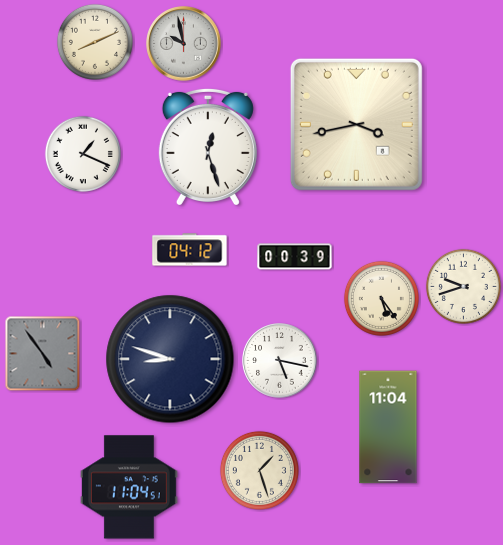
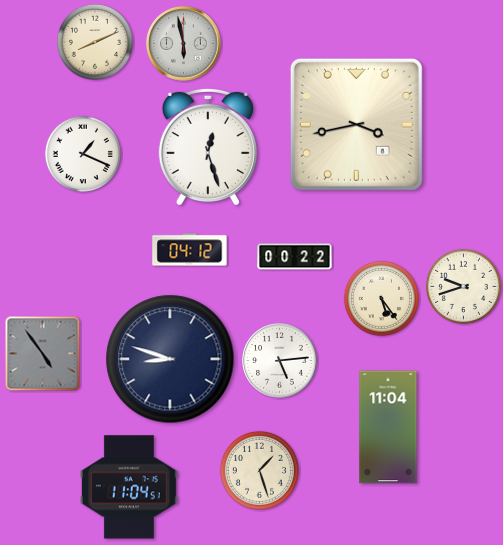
clock at (184, 44): 9:58 -> 5:58
clock at (295, 257): 00:39 -> 00:22
clock at (280, 361): 5:17 -> 5:14
